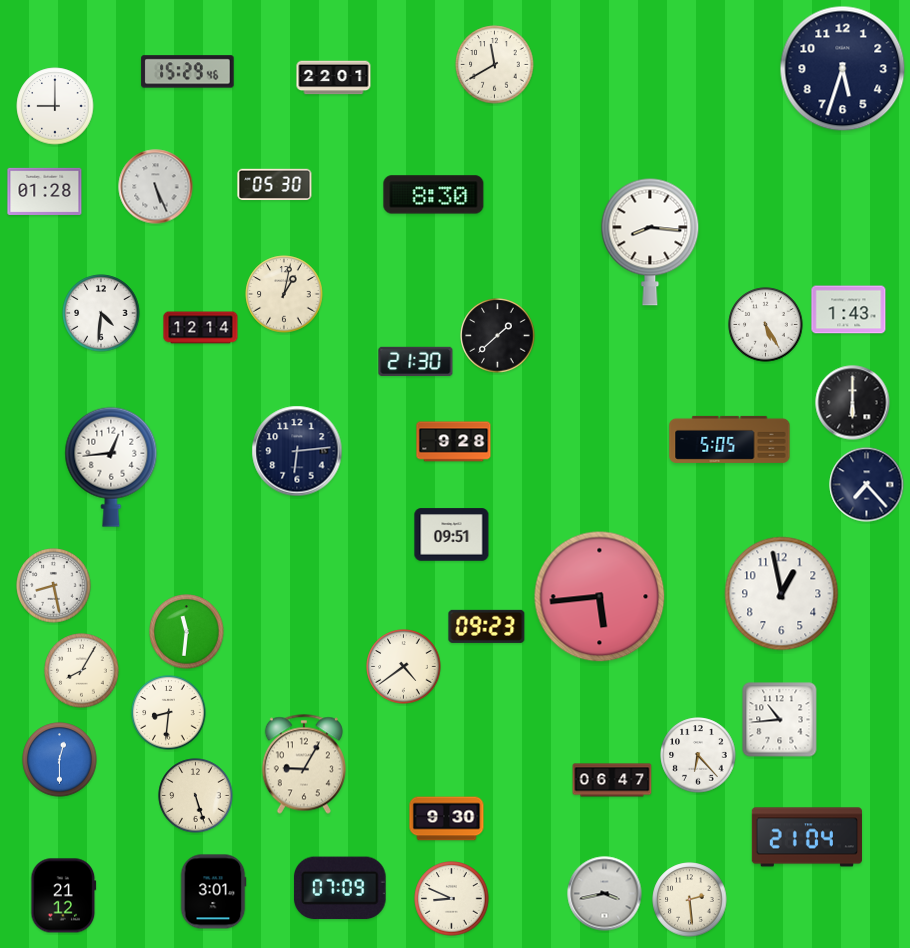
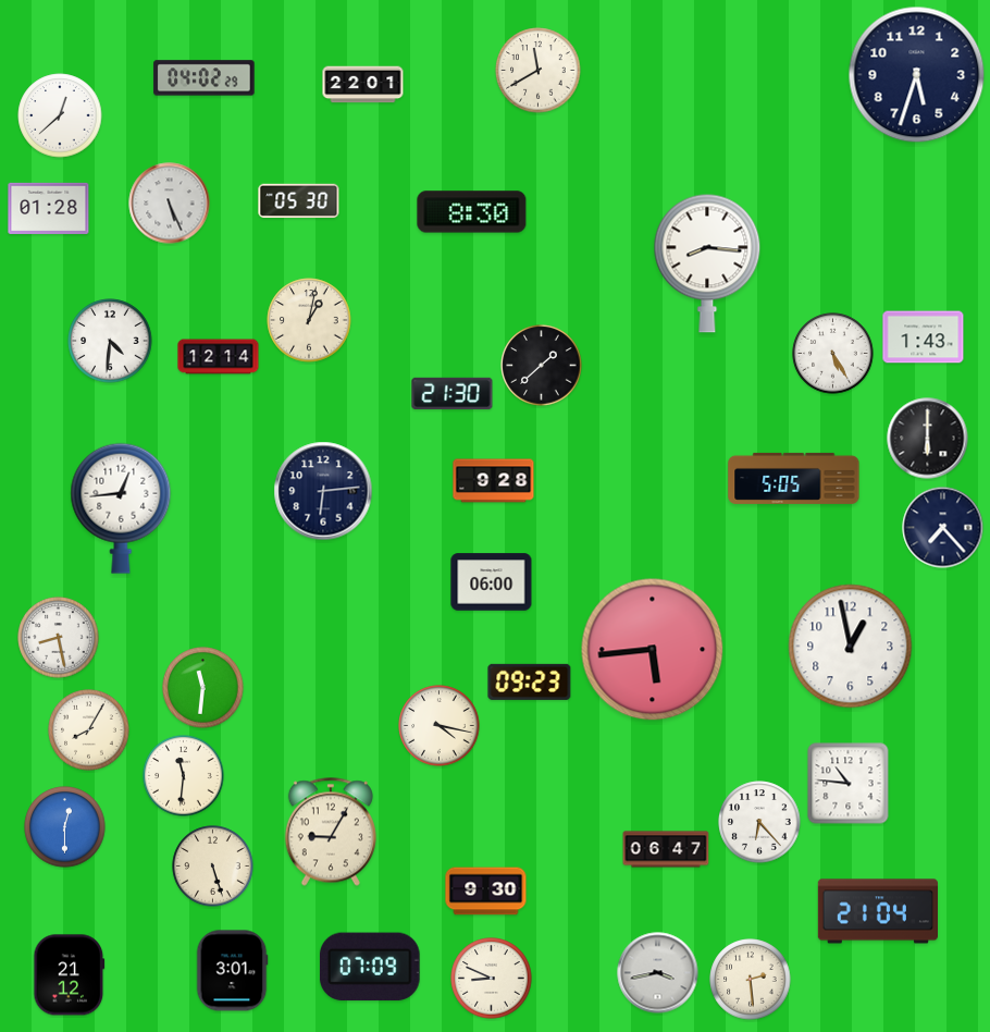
clock at (188, 72): 15:29 -> 04:02
clock at (55, 106): 9:00 -> 12:38
clock at (452, 535): 09:51 -> 06:00
clock at (404, 667): 4:39 -> 4:17
clock at (169, 713): 8:31 -> 11:31
clock at (780, 720): 10:44 -> 10:46
